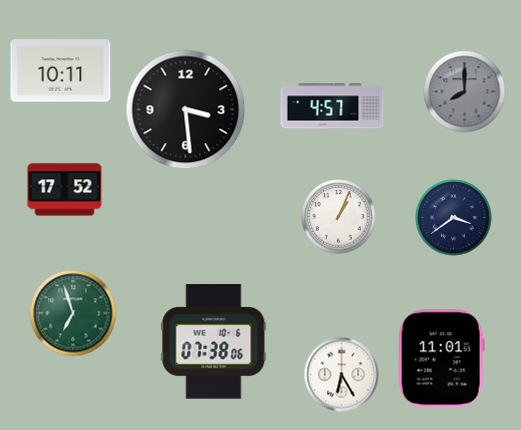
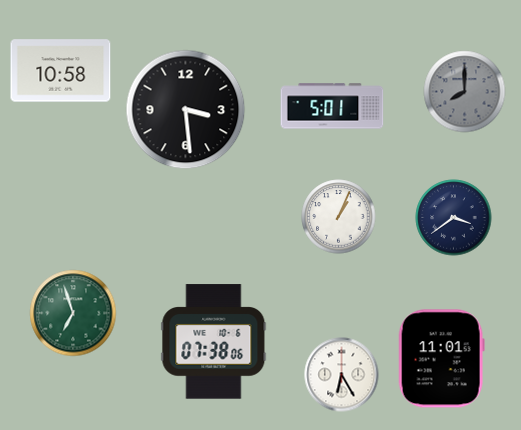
clock at (61, 71): 10:11 -> 10:58
clock at (332, 106): 4:57 -> 5:01
clock at (65, 190): 17:52 -> none
